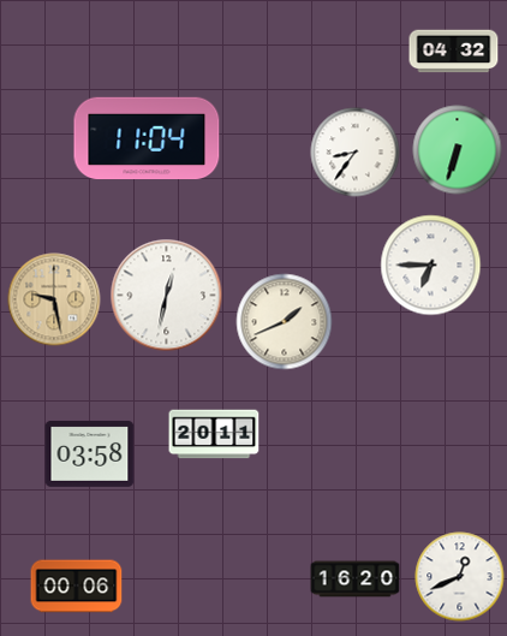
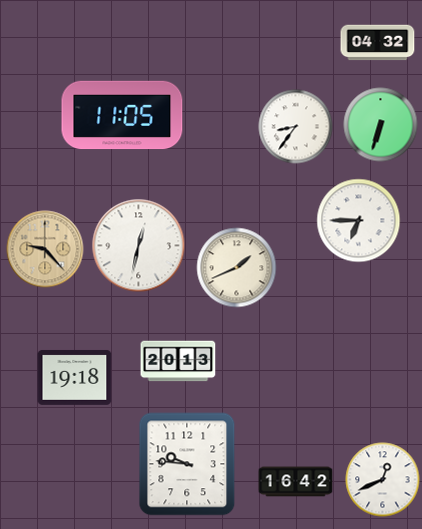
clock at (147, 138): 11:04 -> 11:05
clock at (54, 299): 9:28 -> 9:23
clock at (214, 434): 20:11 -> 20:13
clock at (90, 453): 03:58 -> 19:18
clock at (187, 464): none -> 9:46
clock at (356, 579): 16:20 -> 16:42
clock at (77, 587): 00:06 -> none
